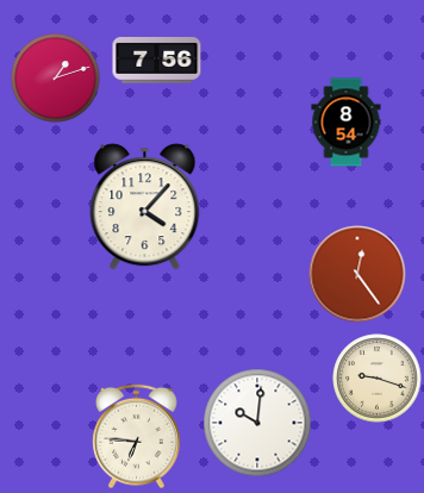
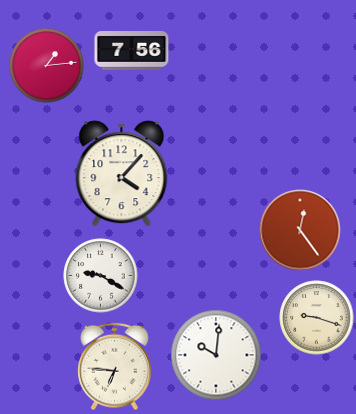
clock at (56, 79): 1:12 -> 1:14
clock at (347, 123): 8:54 -> none
clock at (101, 276): none -> 9:20
